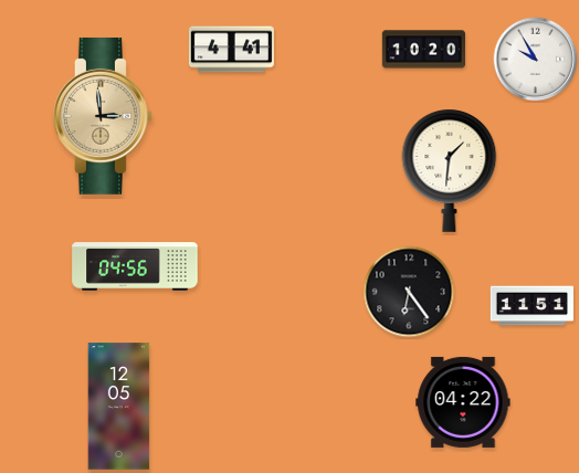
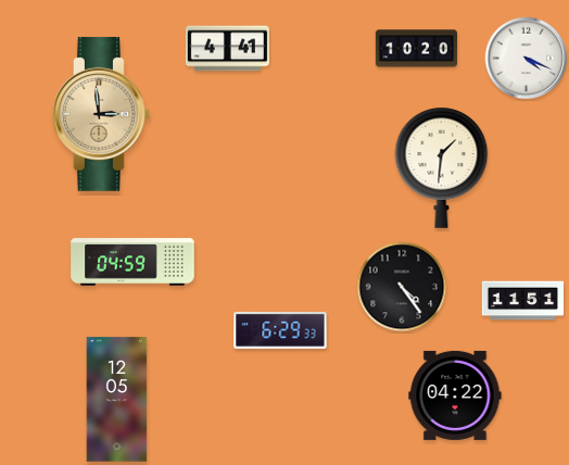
clock at (536, 60): 9:55 -> 4:19
clock at (135, 266): 04:56 -> 04:59
clock at (409, 292): 6:24 -> 4:24
clock at (280, 331): none -> 6:29
